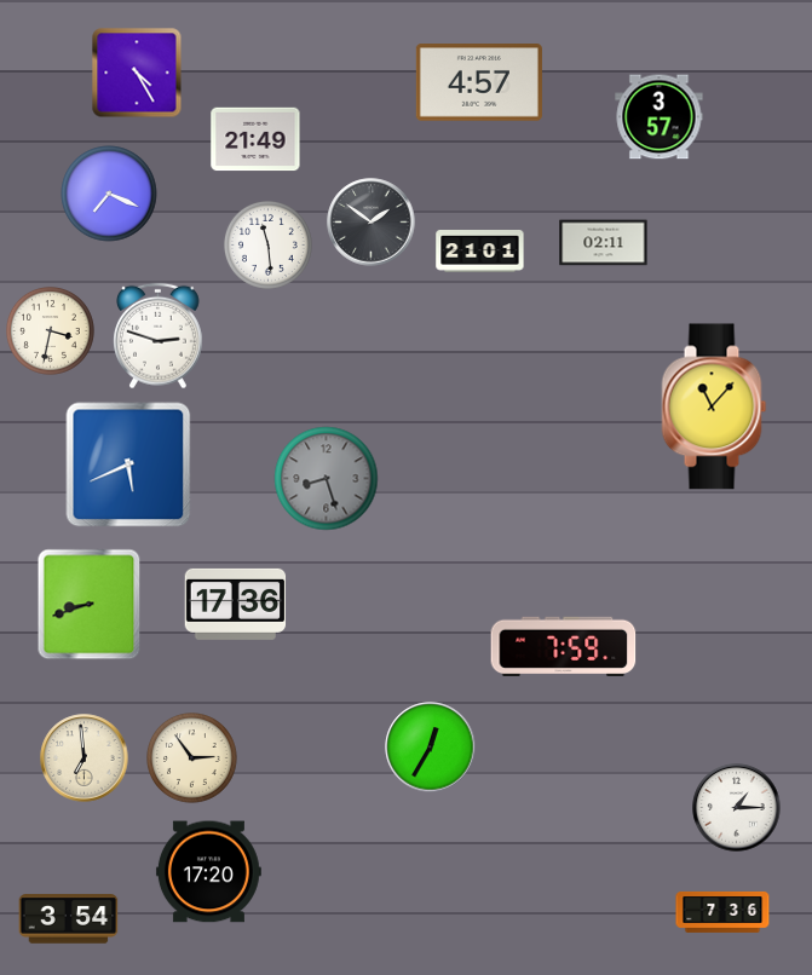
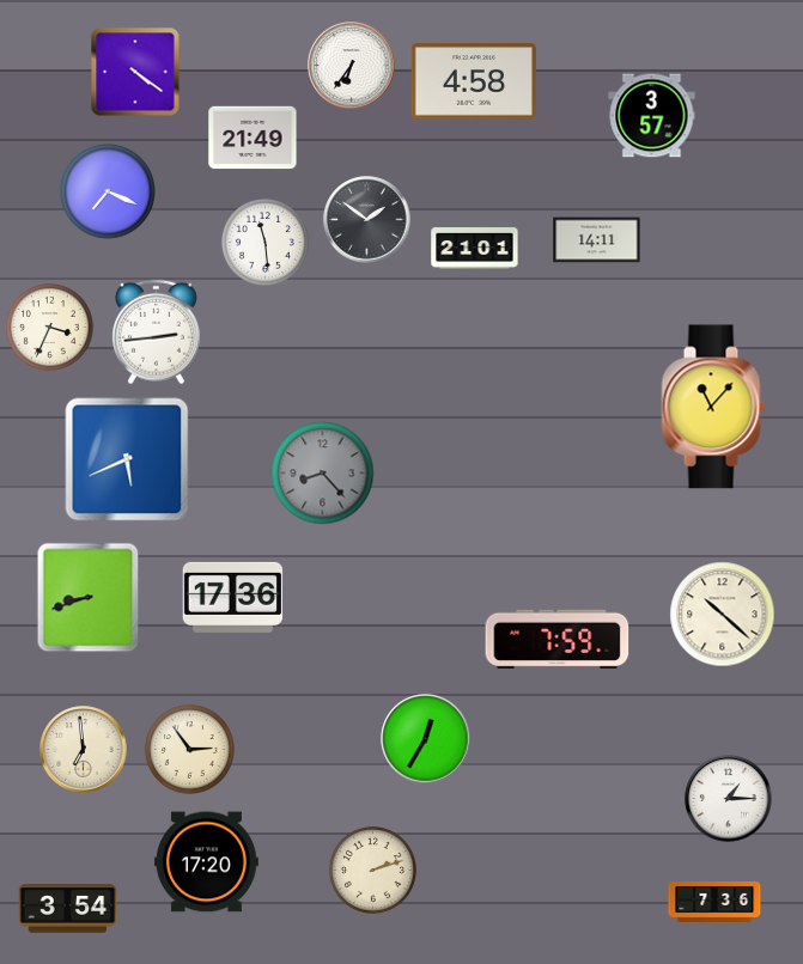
clock at (352, 66): none -> 6:36
clock at (137, 73): 4:25 -> 4:21
clock at (479, 82): 4:57 -> 4:58
clock at (604, 243): 02:11 -> 14:11
clock at (50, 330): 3:32 -> 3:34
clock at (159, 336): 2:48 -> 2:44
clock at (714, 406) position: (714, 406) -> (713, 407)
clock at (327, 479): 8:27 -> 8:23
clock at (723, 615): none -> 10:22
clock at (372, 870): none -> 2:12
